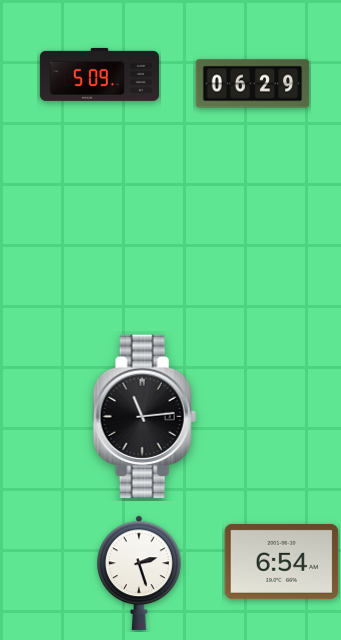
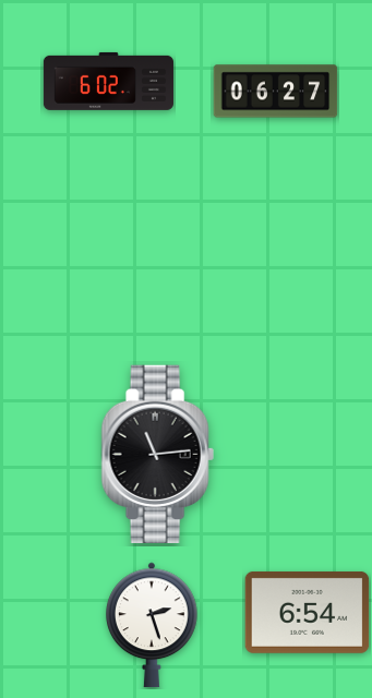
clock at (99, 74): 5:09 -> 6:02
clock at (253, 84): 06:29 -> 06:27
